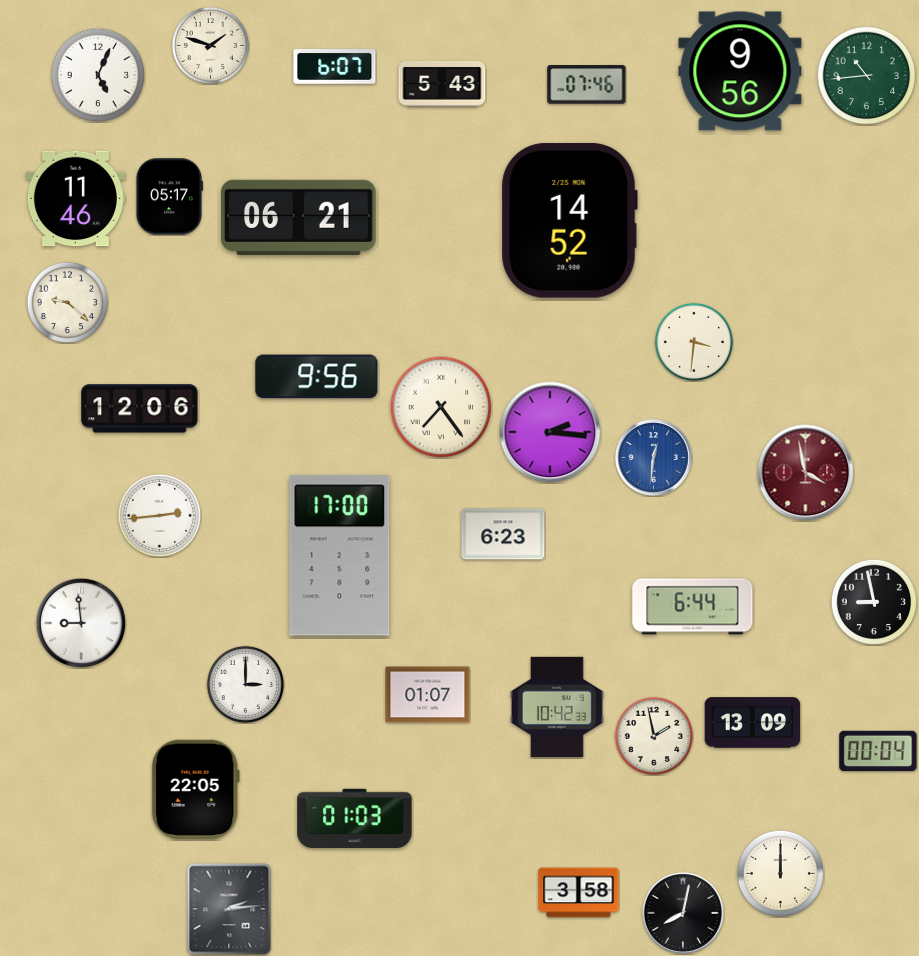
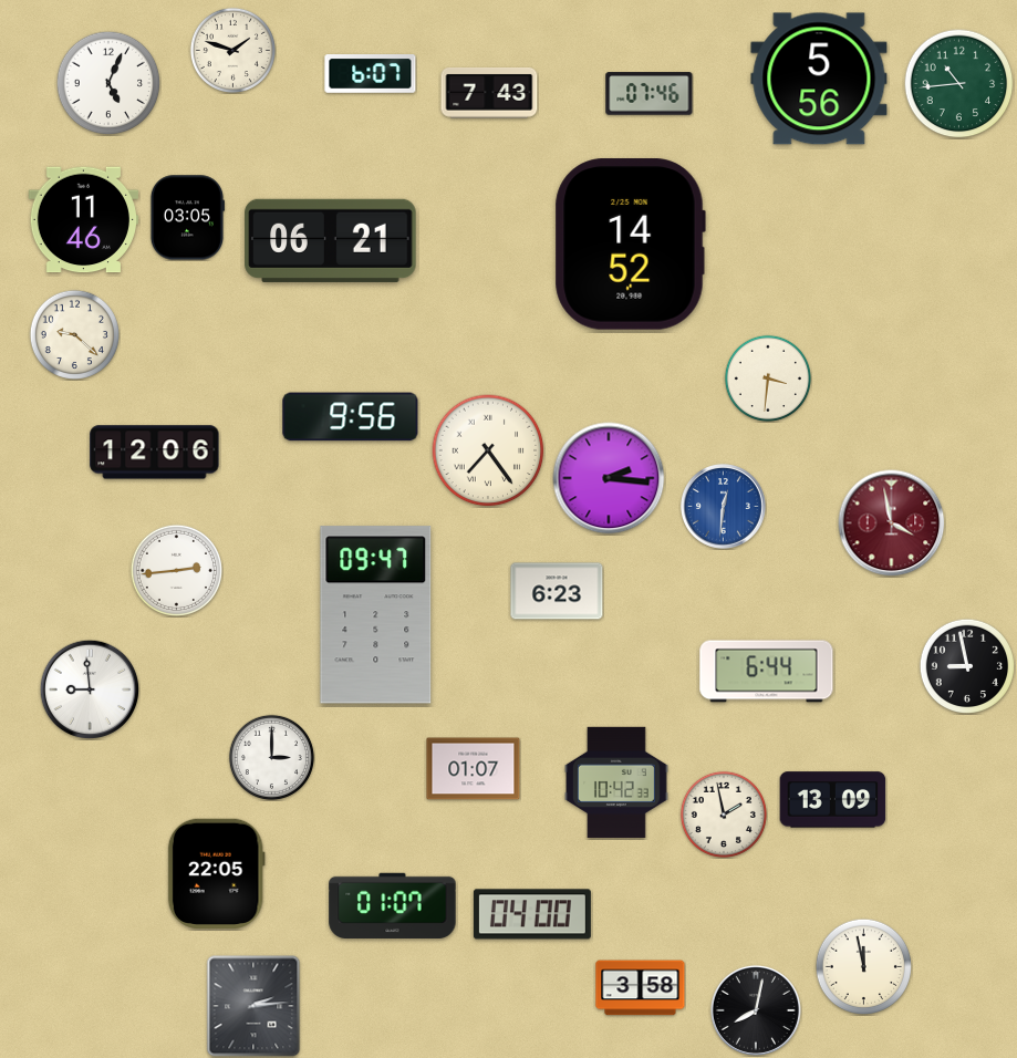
clock at (740, 71): 9:56 -> 5:56
clock at (442, 85): 5:43 -> 7:43
clock at (169, 197): 05:17 -> 03:05
clock at (340, 556): 17:00 -> 09:47
clock at (878, 751): 00:04 -> none
clock at (355, 818): 01:03 -> 01:07
clock at (532, 914): none -> 04:00
clock at (780, 873): 12:00 -> 11:58
